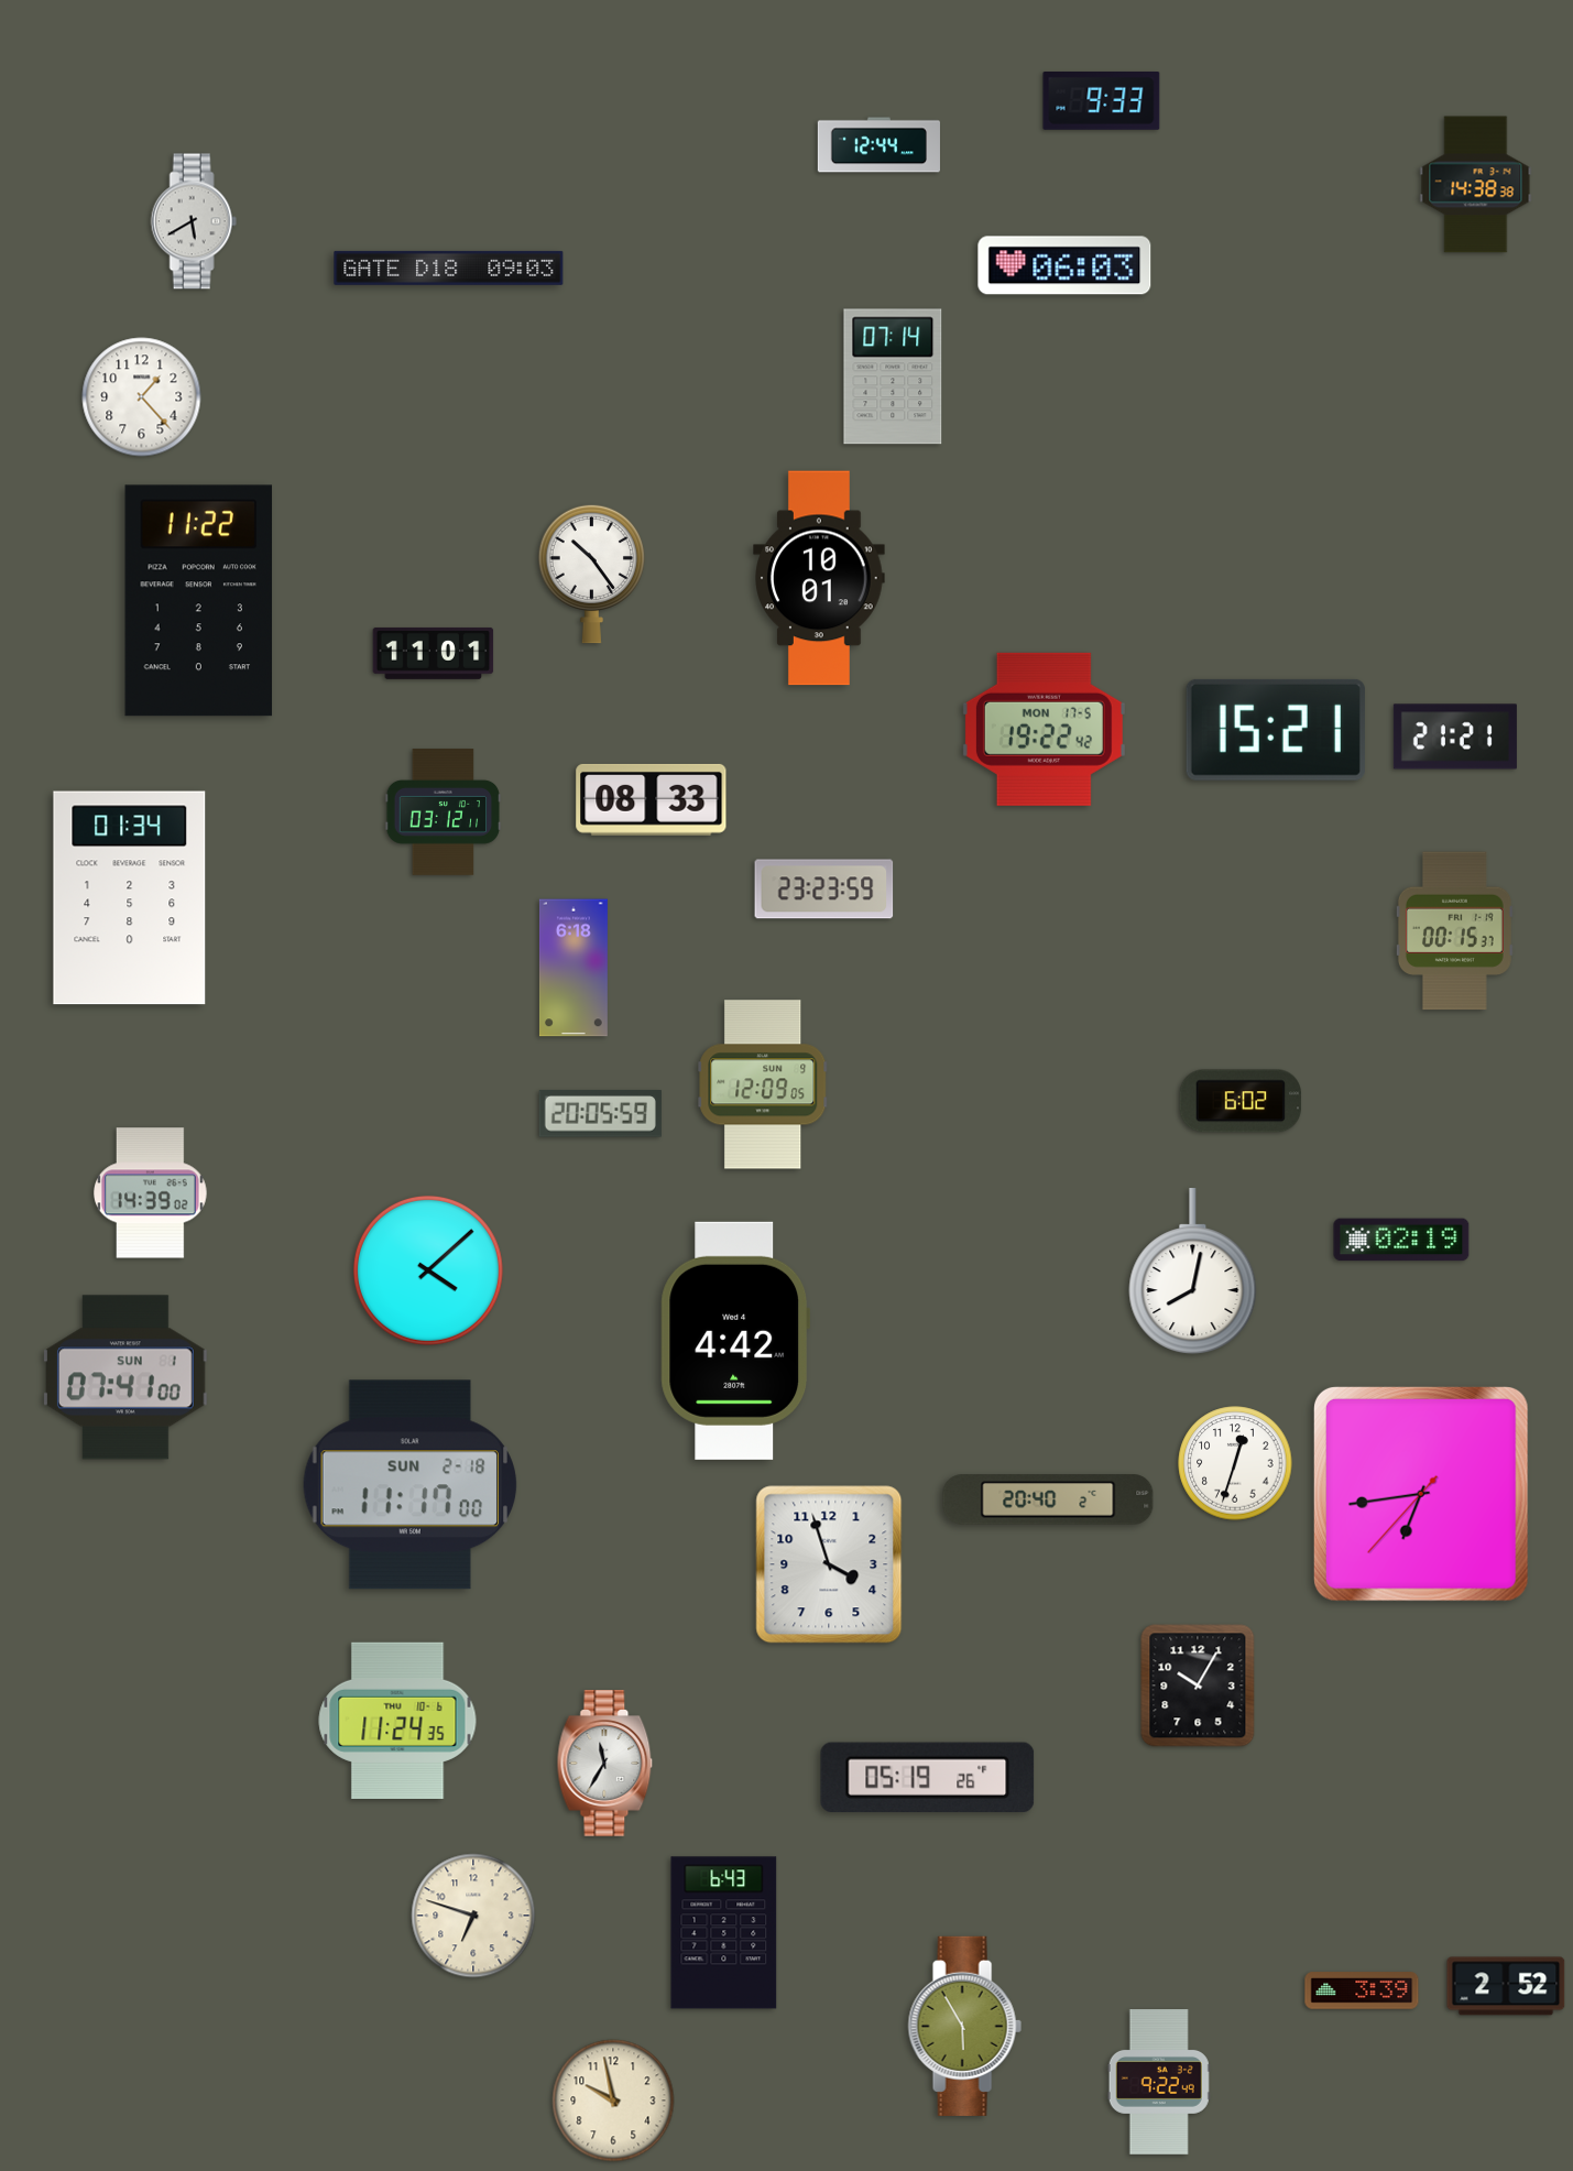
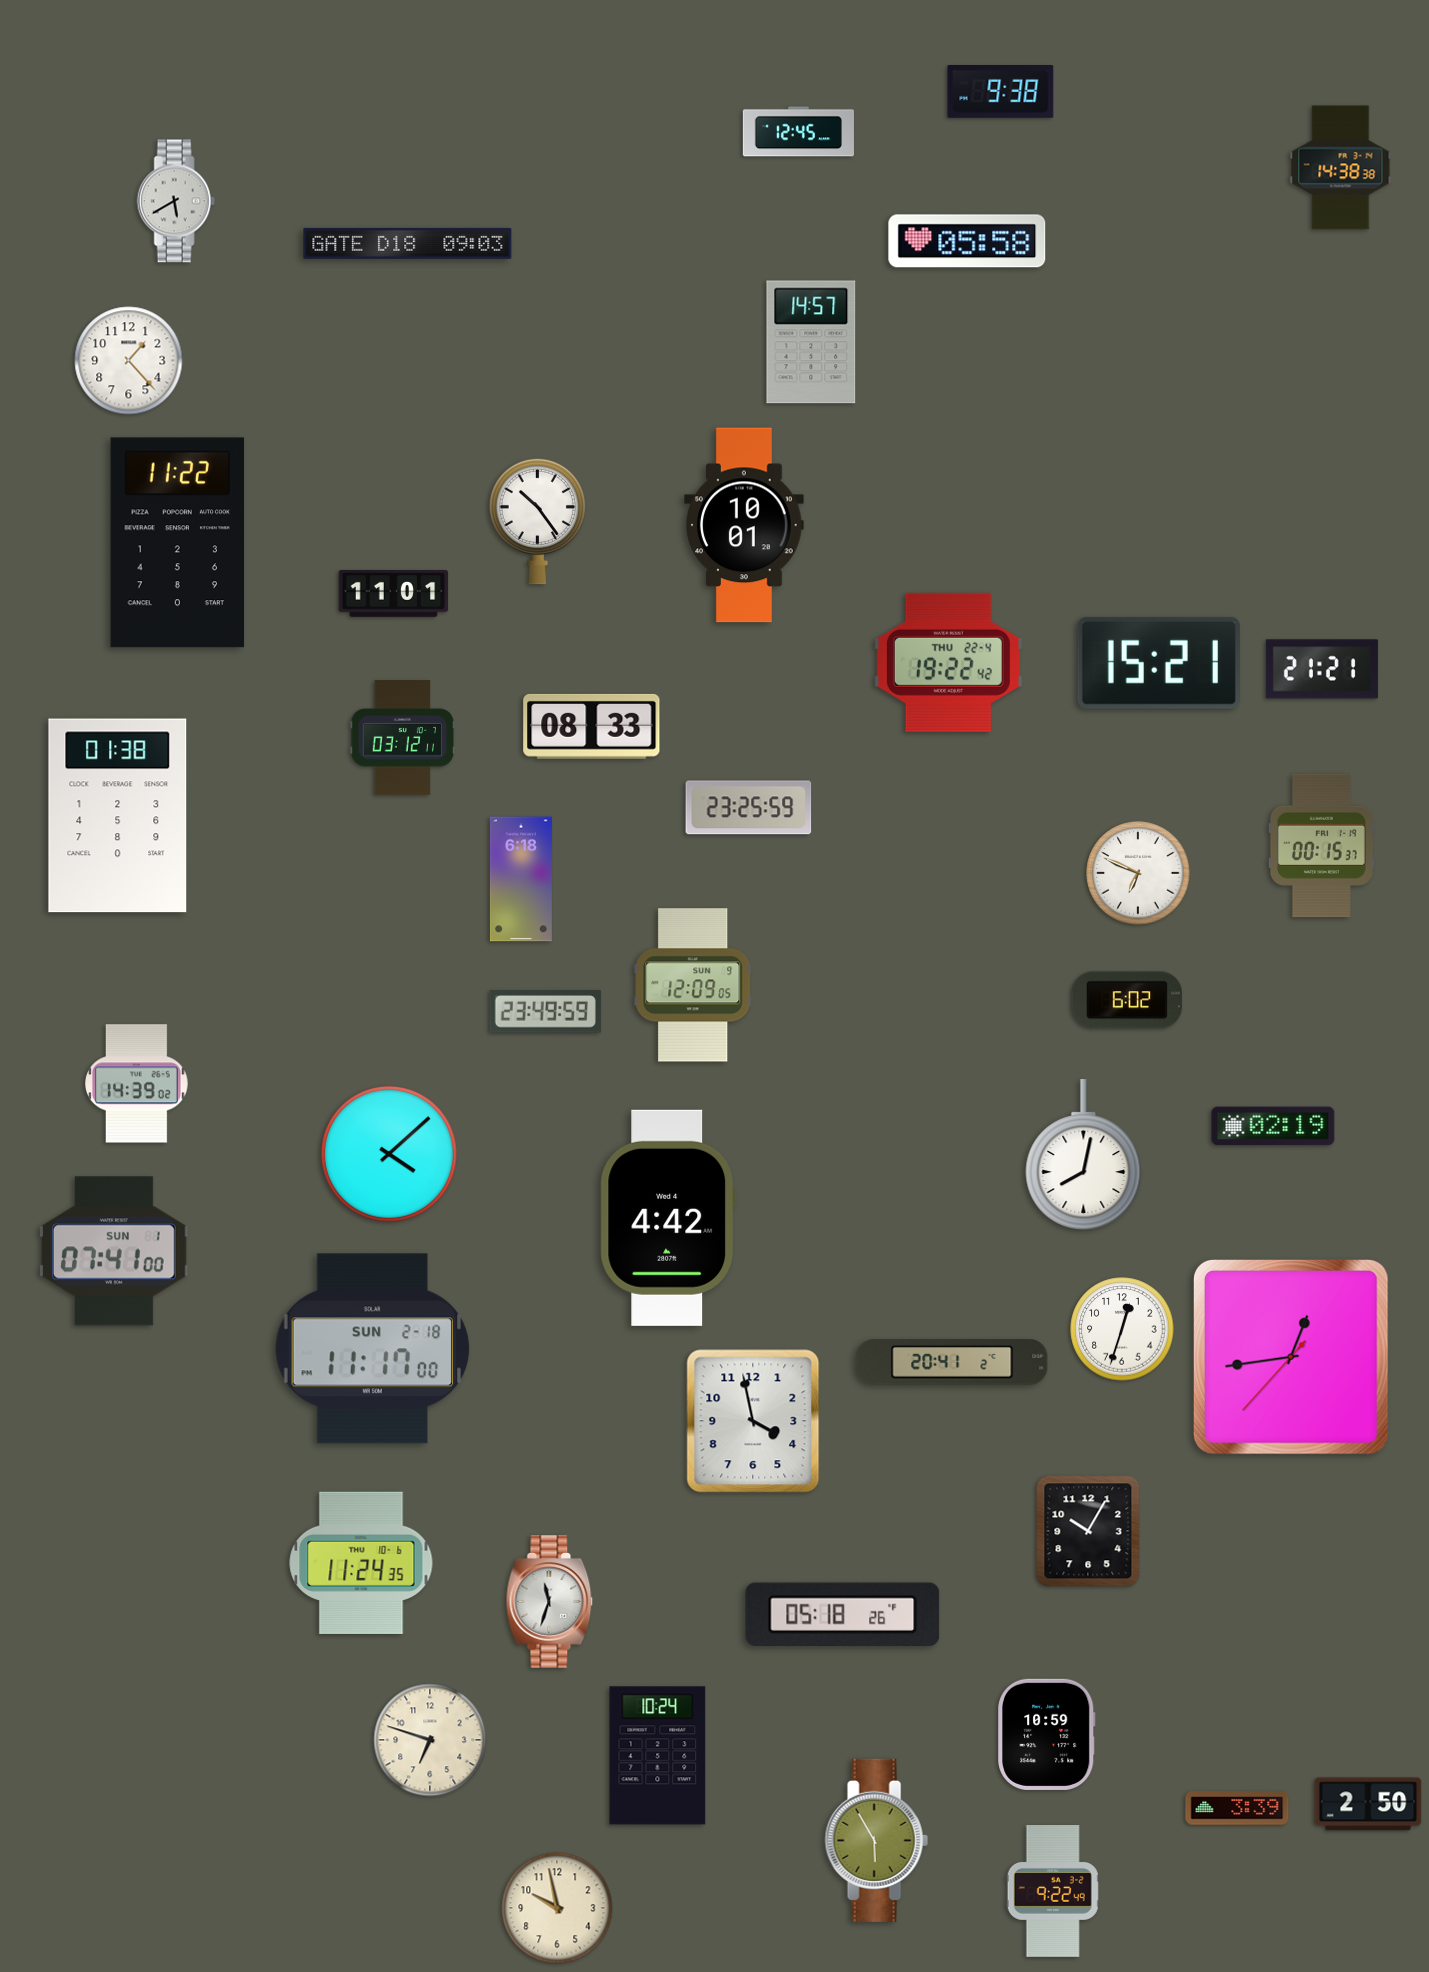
clock at (1102, 101): 9:33 -> 9:38
clock at (878, 145): 12:44 -> 12:45
clock at (1064, 265): 06:03 -> 05:58
clock at (893, 377): 07:14 -> 14:57
clock at (199, 601) position: (199, 601) -> (178, 543)
clock at (1044, 729) date: MON 17-5 -> THU 22-4
clock at (824, 890): 23:23 -> 23:25
clock at (130, 898): 01:34 -> 01:38
clock at (1138, 873): none -> 6:49
clock at (600, 1114): 20:05 -> 23:49
clock at (1421, 1494): 6:43 -> 12:43
clock at (1048, 1499): 20:40 -> 20:41
clock at (829, 1564): 3:57 -> 3:58
clock at (605, 1764): 11:35 -> 11:33
clock at (928, 1778): 05:19 -> 05:18
clock at (1047, 1734): none -> 10:59
clock at (724, 1933): 6:43 -> 10:24
clock at (1506, 1986): 2:52 -> 2:50
